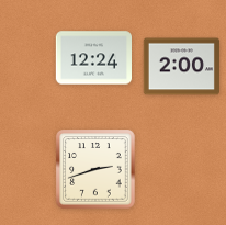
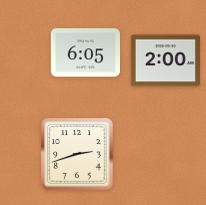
clock at (93, 58): 12:24 -> 6:05
clock at (95, 169) position: (95, 169) -> (77, 154)
